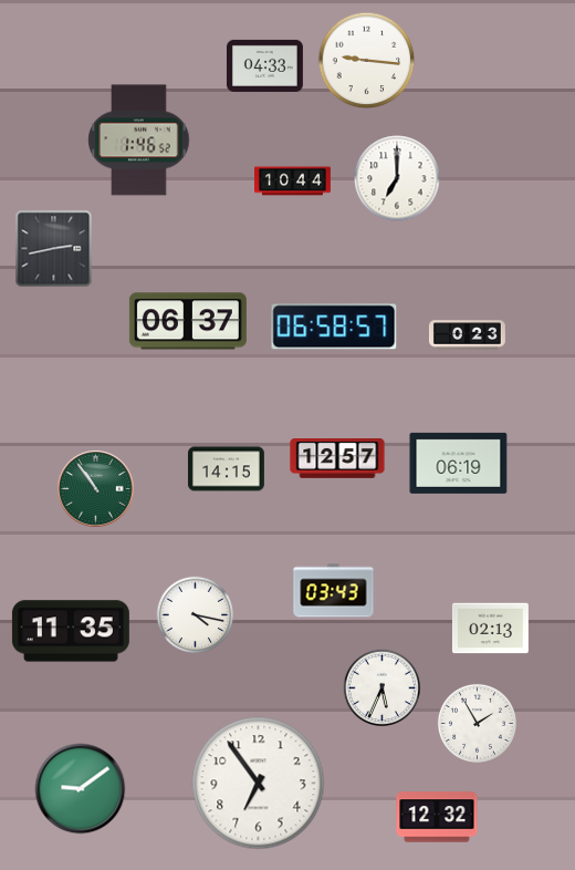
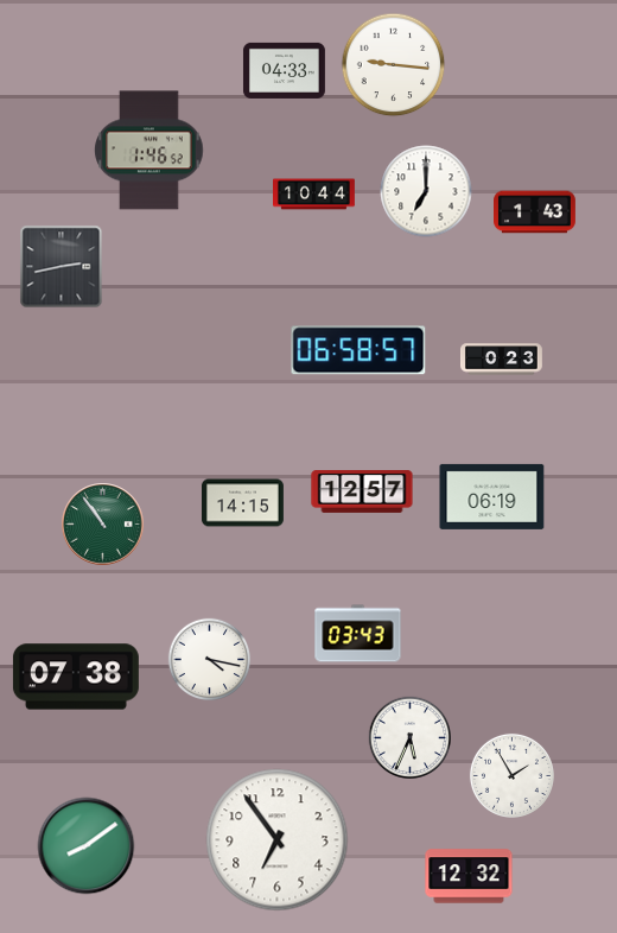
clock at (535, 212): none -> 1:43
clock at (54, 249) position: (54, 249) -> (62, 267)
clock at (188, 321): 06:37 -> none
clock at (490, 629): 02:13 -> none
clock at (71, 631): 11:35 -> 07:38
clock at (81, 789): 9:09 -> 8:09
